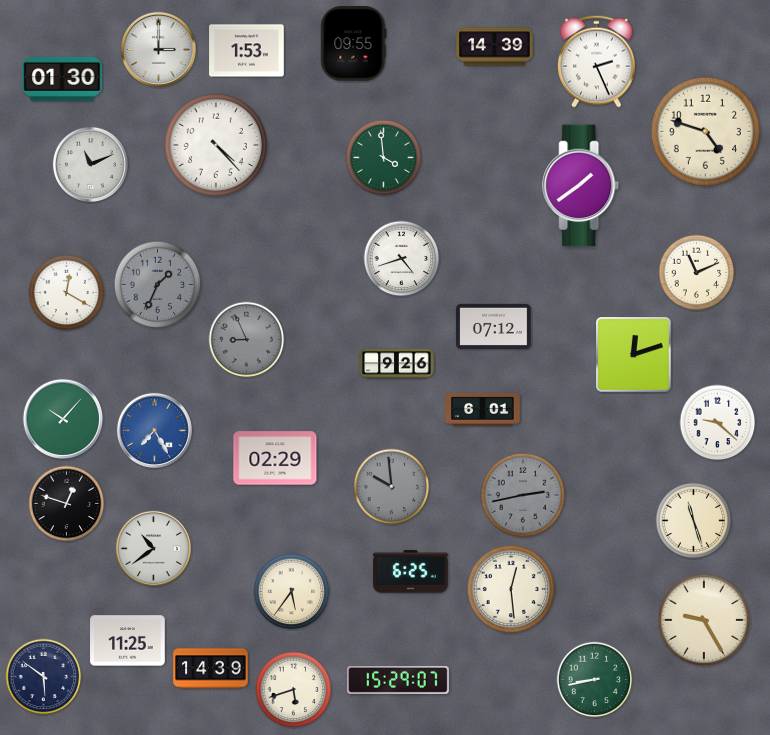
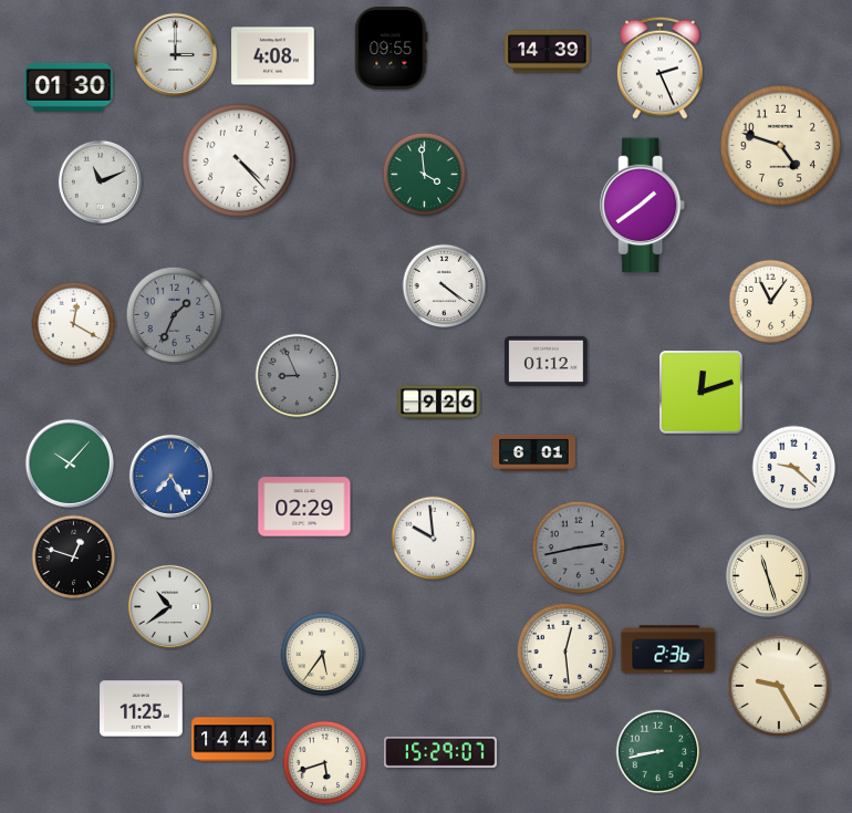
clock at (247, 51): 1:53 -> 4:08
clock at (402, 259): 4:42 -> 4:21
clock at (697, 273): 11:11 -> 11:06
clock at (494, 326): 07:12 -> 01:12
clock at (247, 340) position: (247, 340) -> (298, 376)
clock at (392, 487) dial: grey -> white
clock at (411, 572): 6:25 -> none
clock at (668, 649): none -> 2:36
clock at (211, 669): 14:39 -> 14:44
clock at (44, 677): 5:51 -> none
